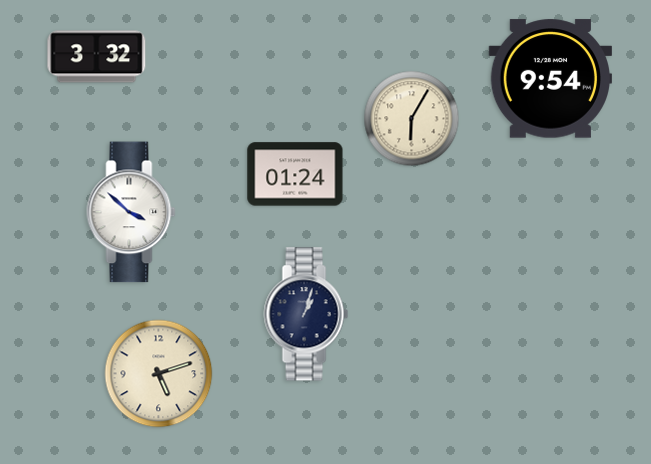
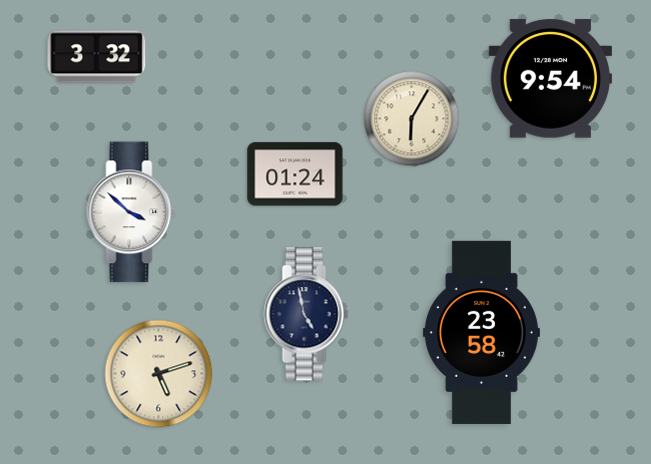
clock at (306, 314): 1:03 -> 4:58
clock at (481, 332): none -> 23:58
